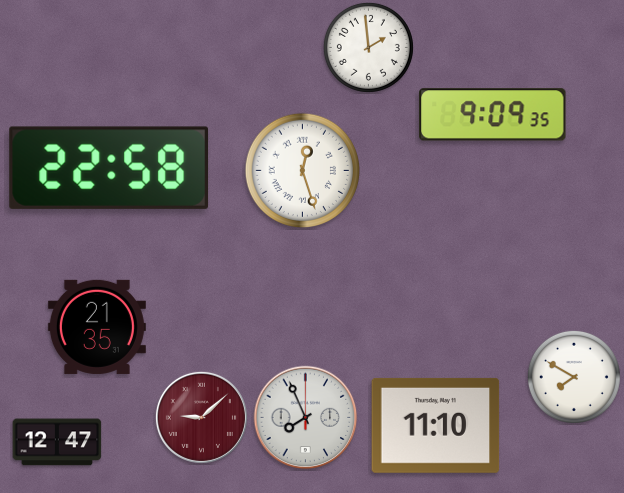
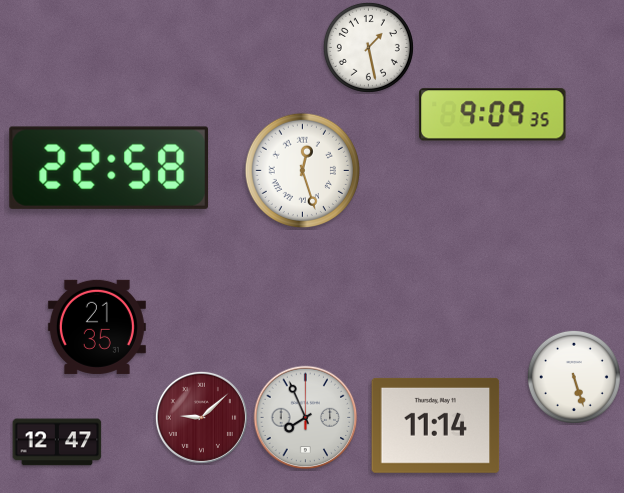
clock at (368, 47): 1:59 -> 1:28
clock at (574, 377): 7:50 -> 5:27
clock at (436, 425): 11:10 -> 11:14
